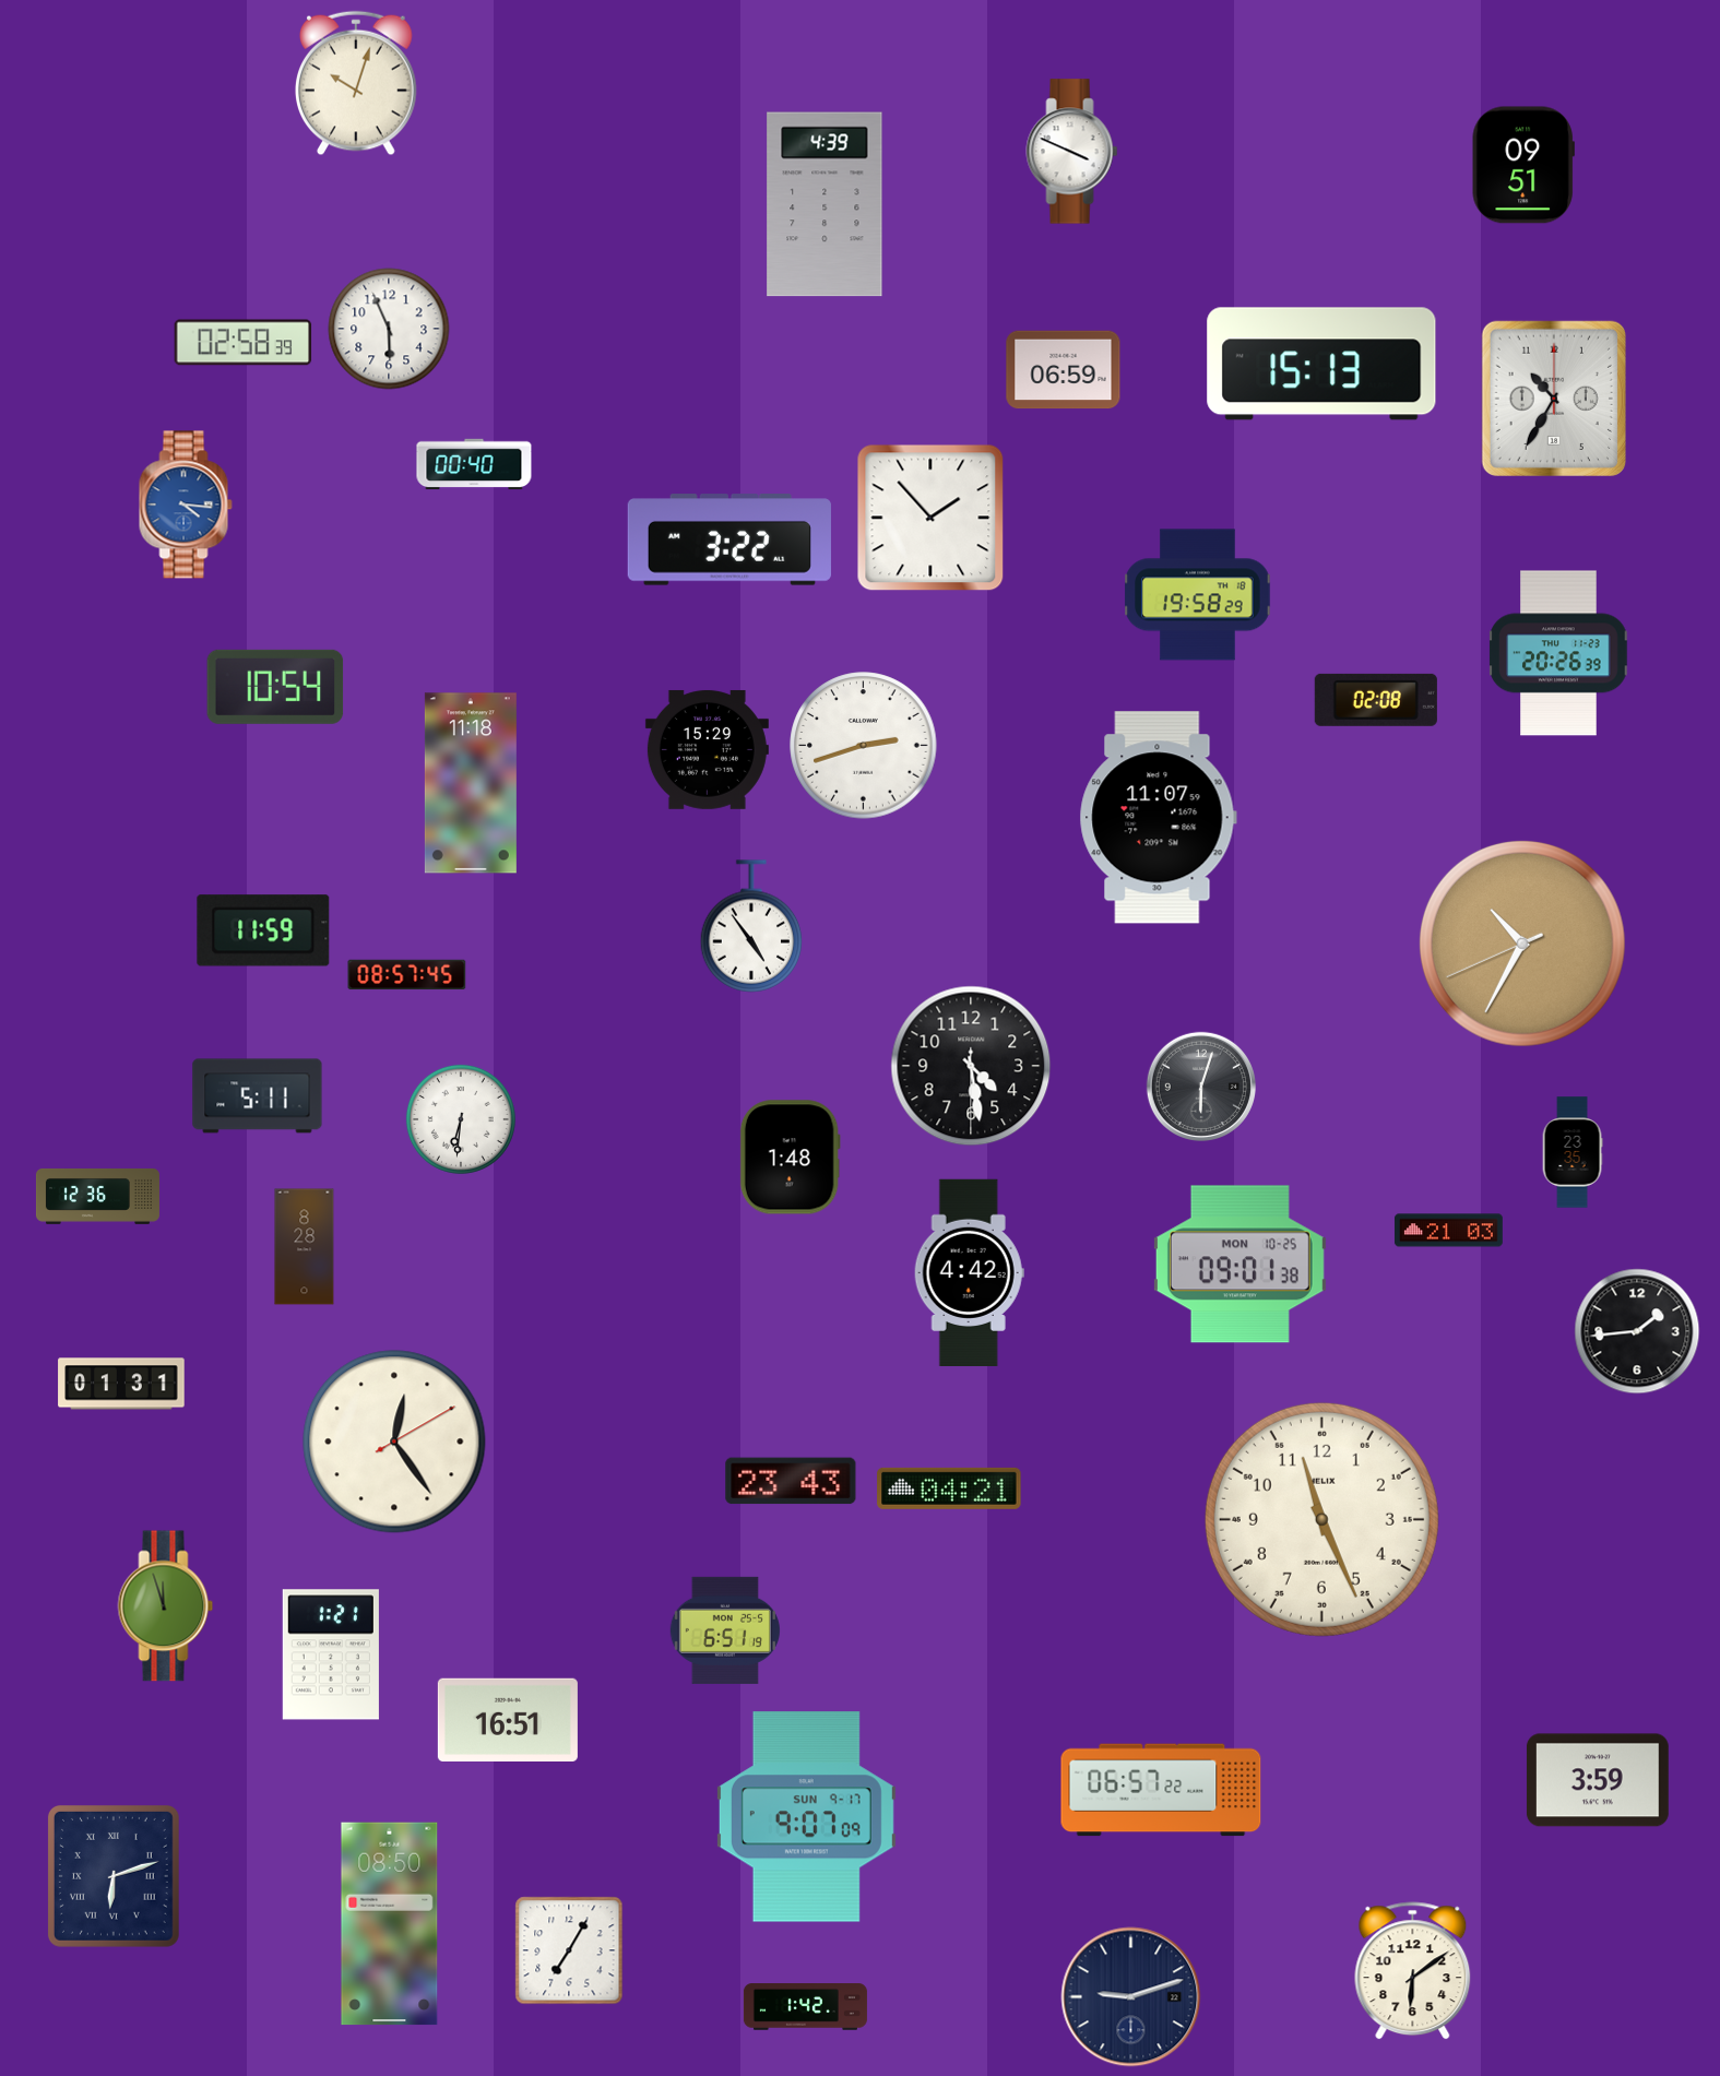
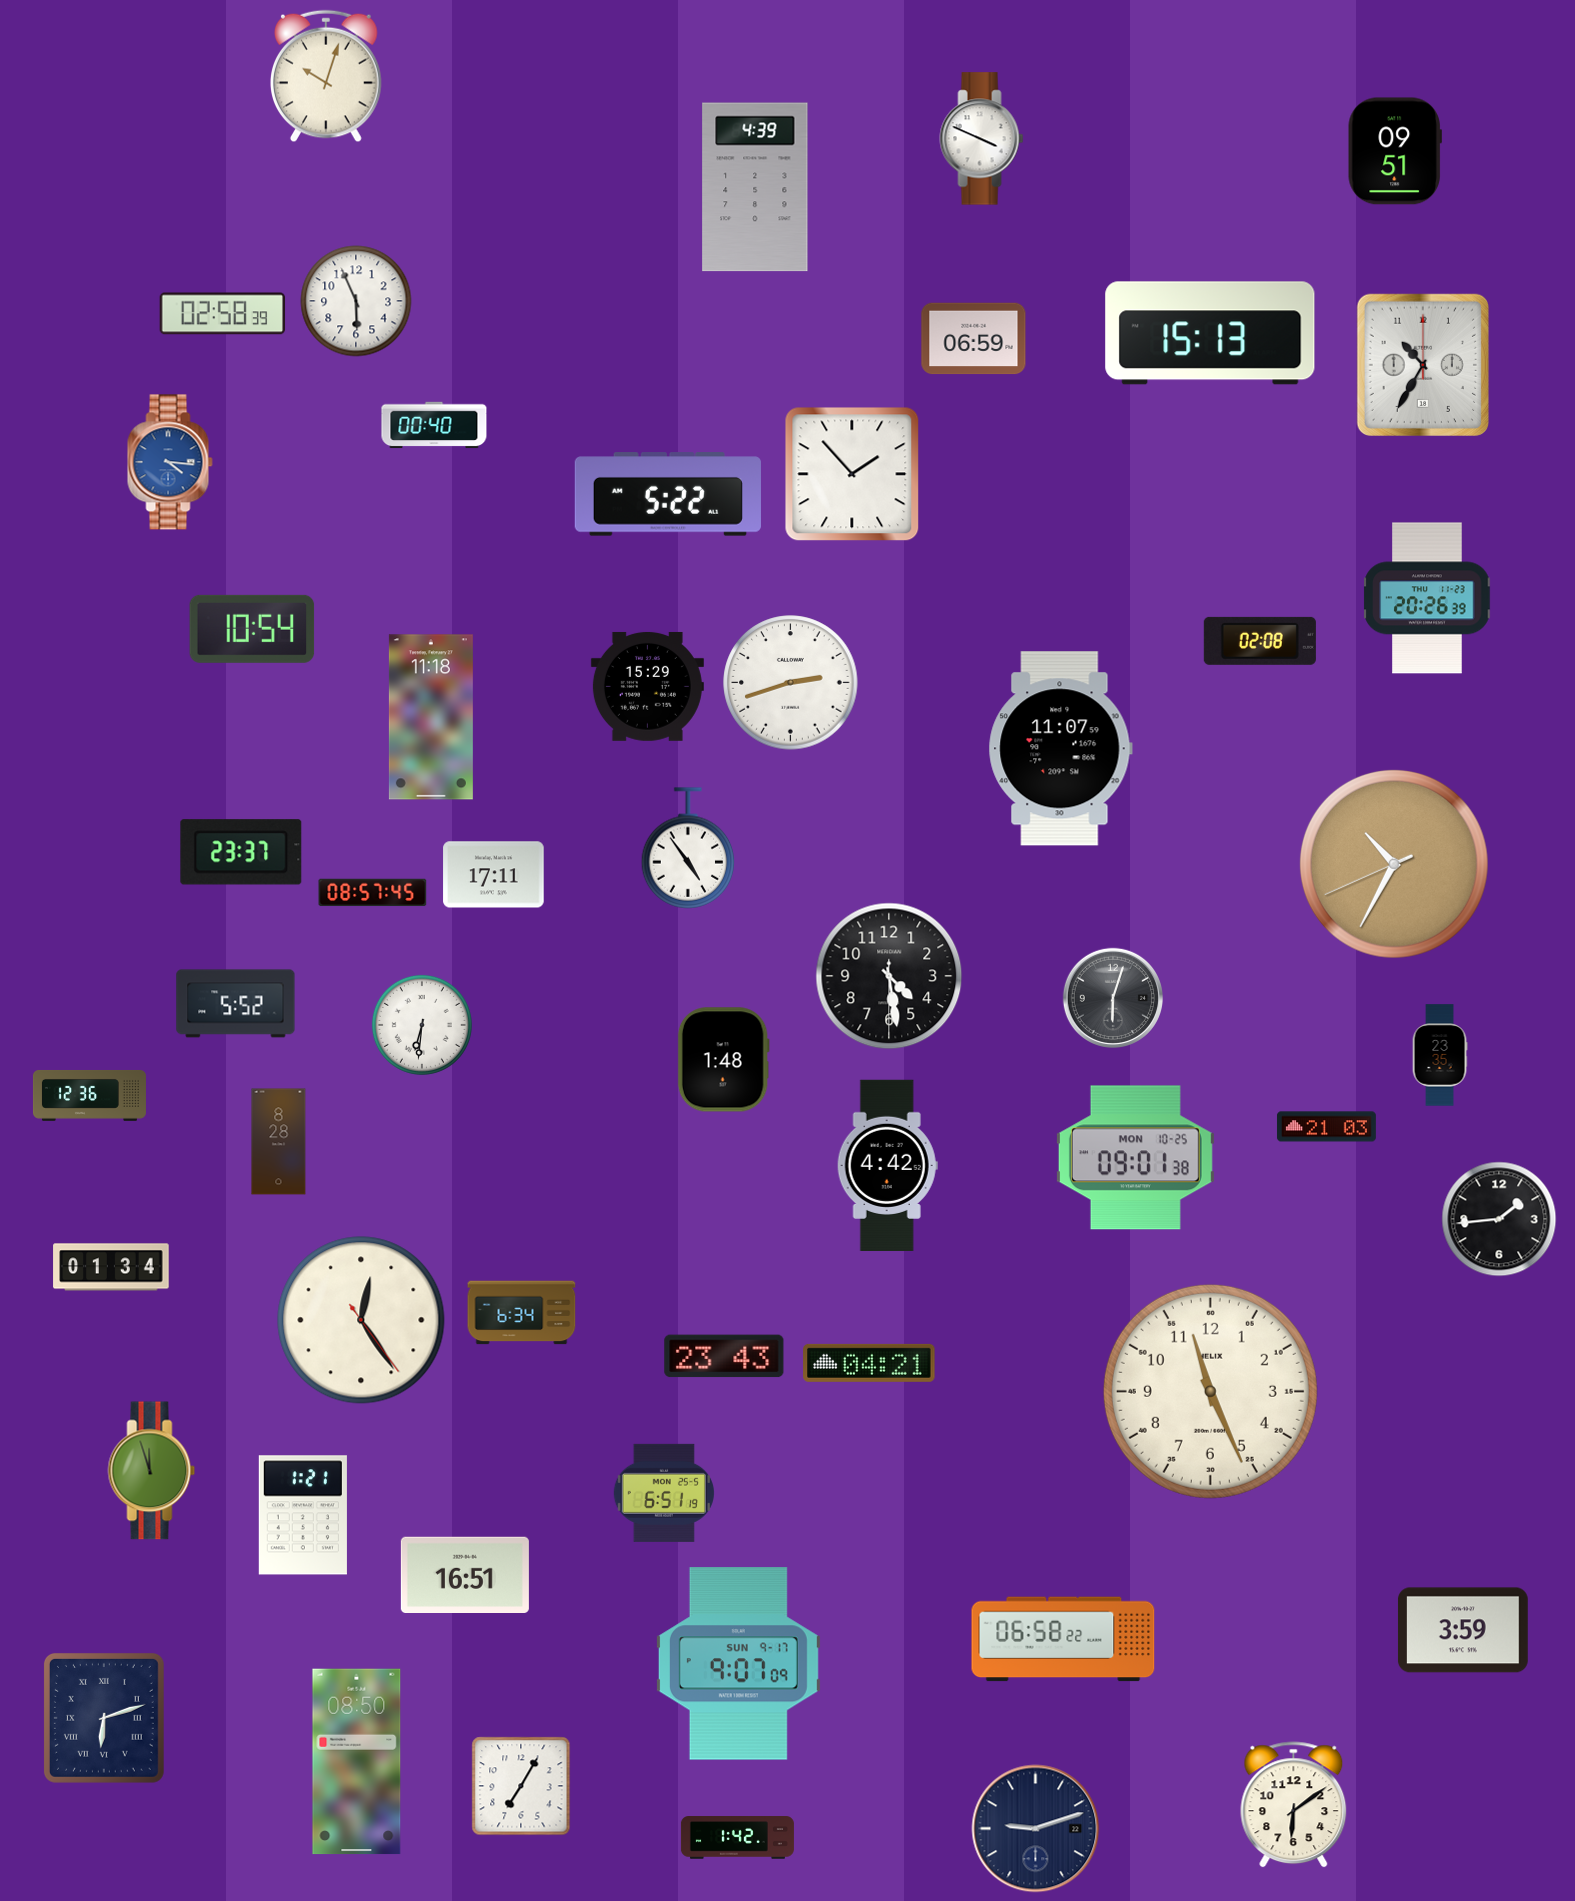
clock at (729, 539): 3:22 -> 5:22
clock at (1198, 595): 19:58 -> none
clock at (263, 930): 11:59 -> 23:37
clock at (494, 875): none -> 17:11
clock at (1200, 1086) position: (1200, 1086) -> (1112, 997)
clock at (258, 1096): 5:11 -> 5:52
clock at (121, 1384): 01:31 -> 01:34
clock at (522, 1313): none -> 6:34
clock at (394, 1442): 12:24:10 -> 12:24:24
clock at (1161, 1790): 06:57 -> 06:58
